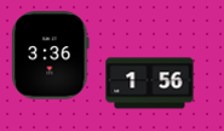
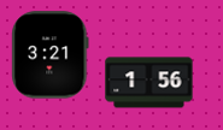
clock at (51, 56): 3:36 -> 3:21
